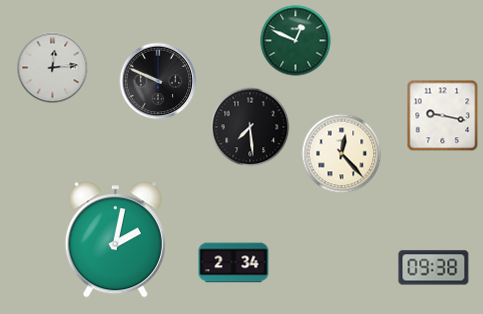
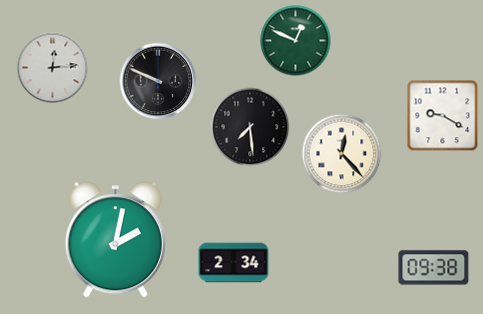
clock at (443, 116): 9:17 -> 9:20
